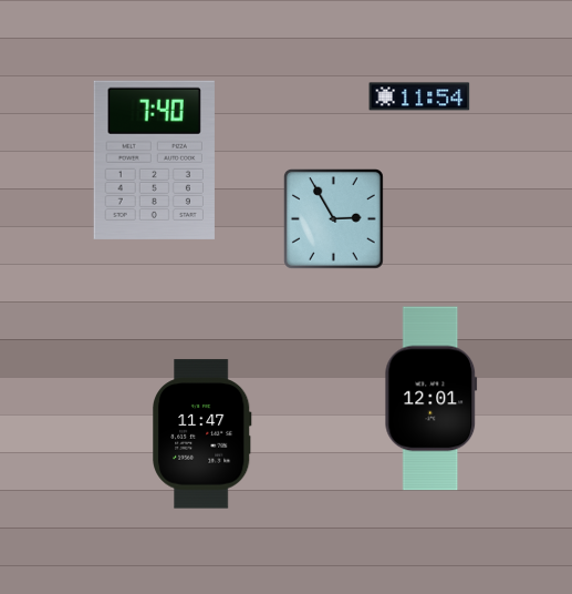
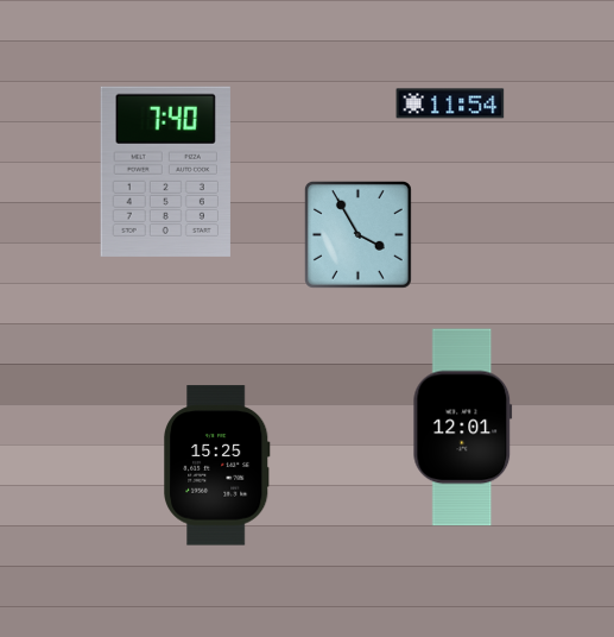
clock at (333, 218): 2:55 -> 3:55
clock at (202, 434): 11:47 -> 15:25
